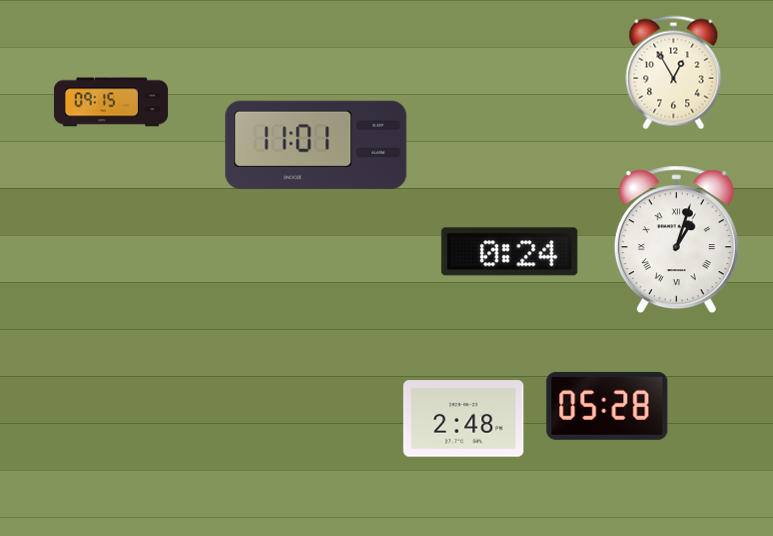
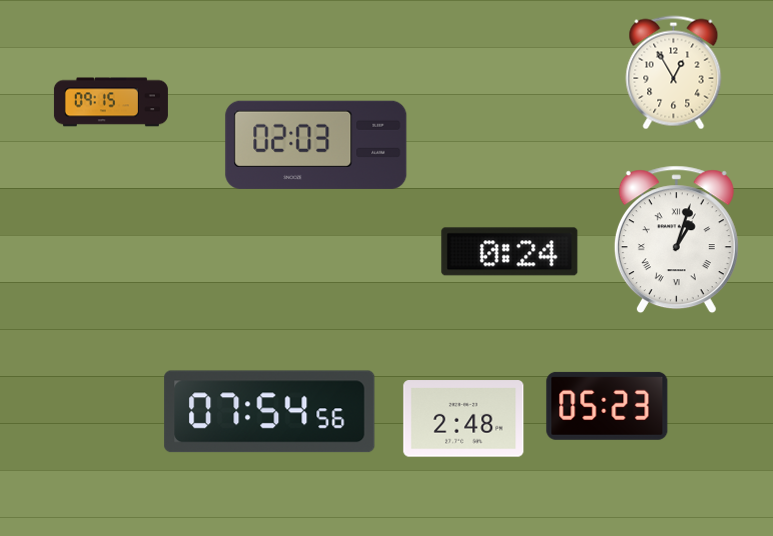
clock at (316, 145): 11:01 -> 02:03
clock at (607, 406): 05:28 -> 05:23
clock at (270, 412): none -> 07:54
